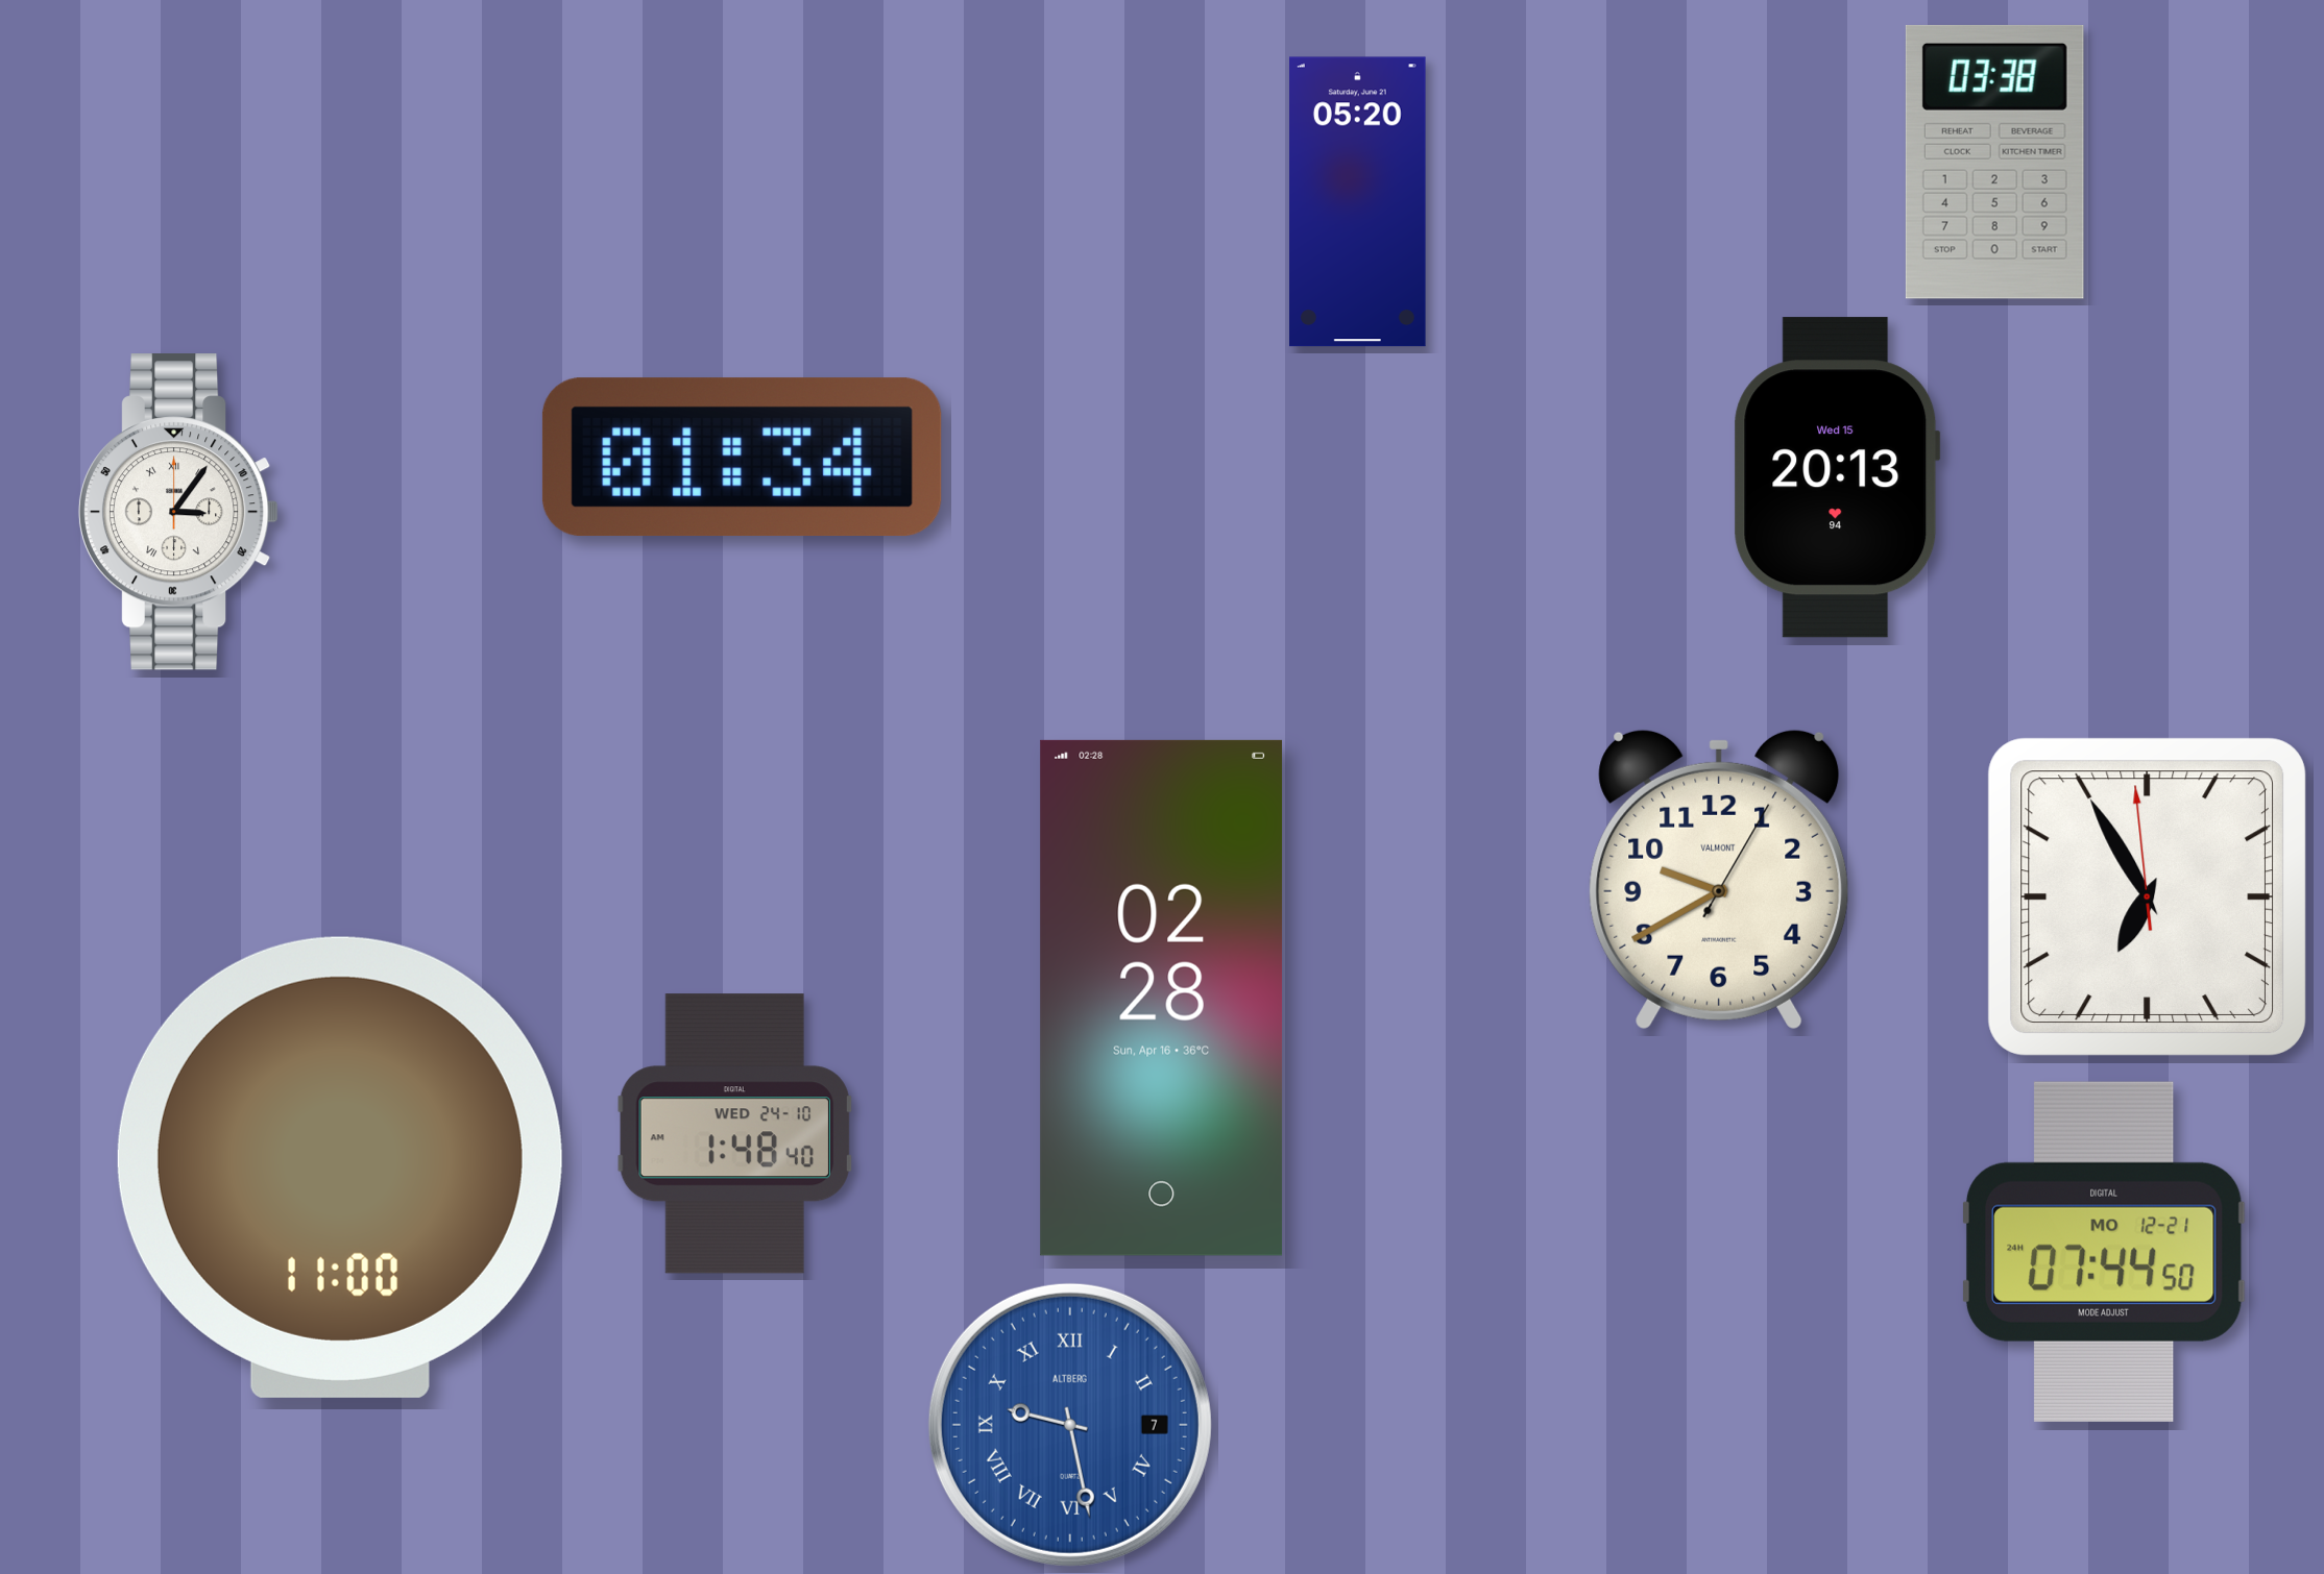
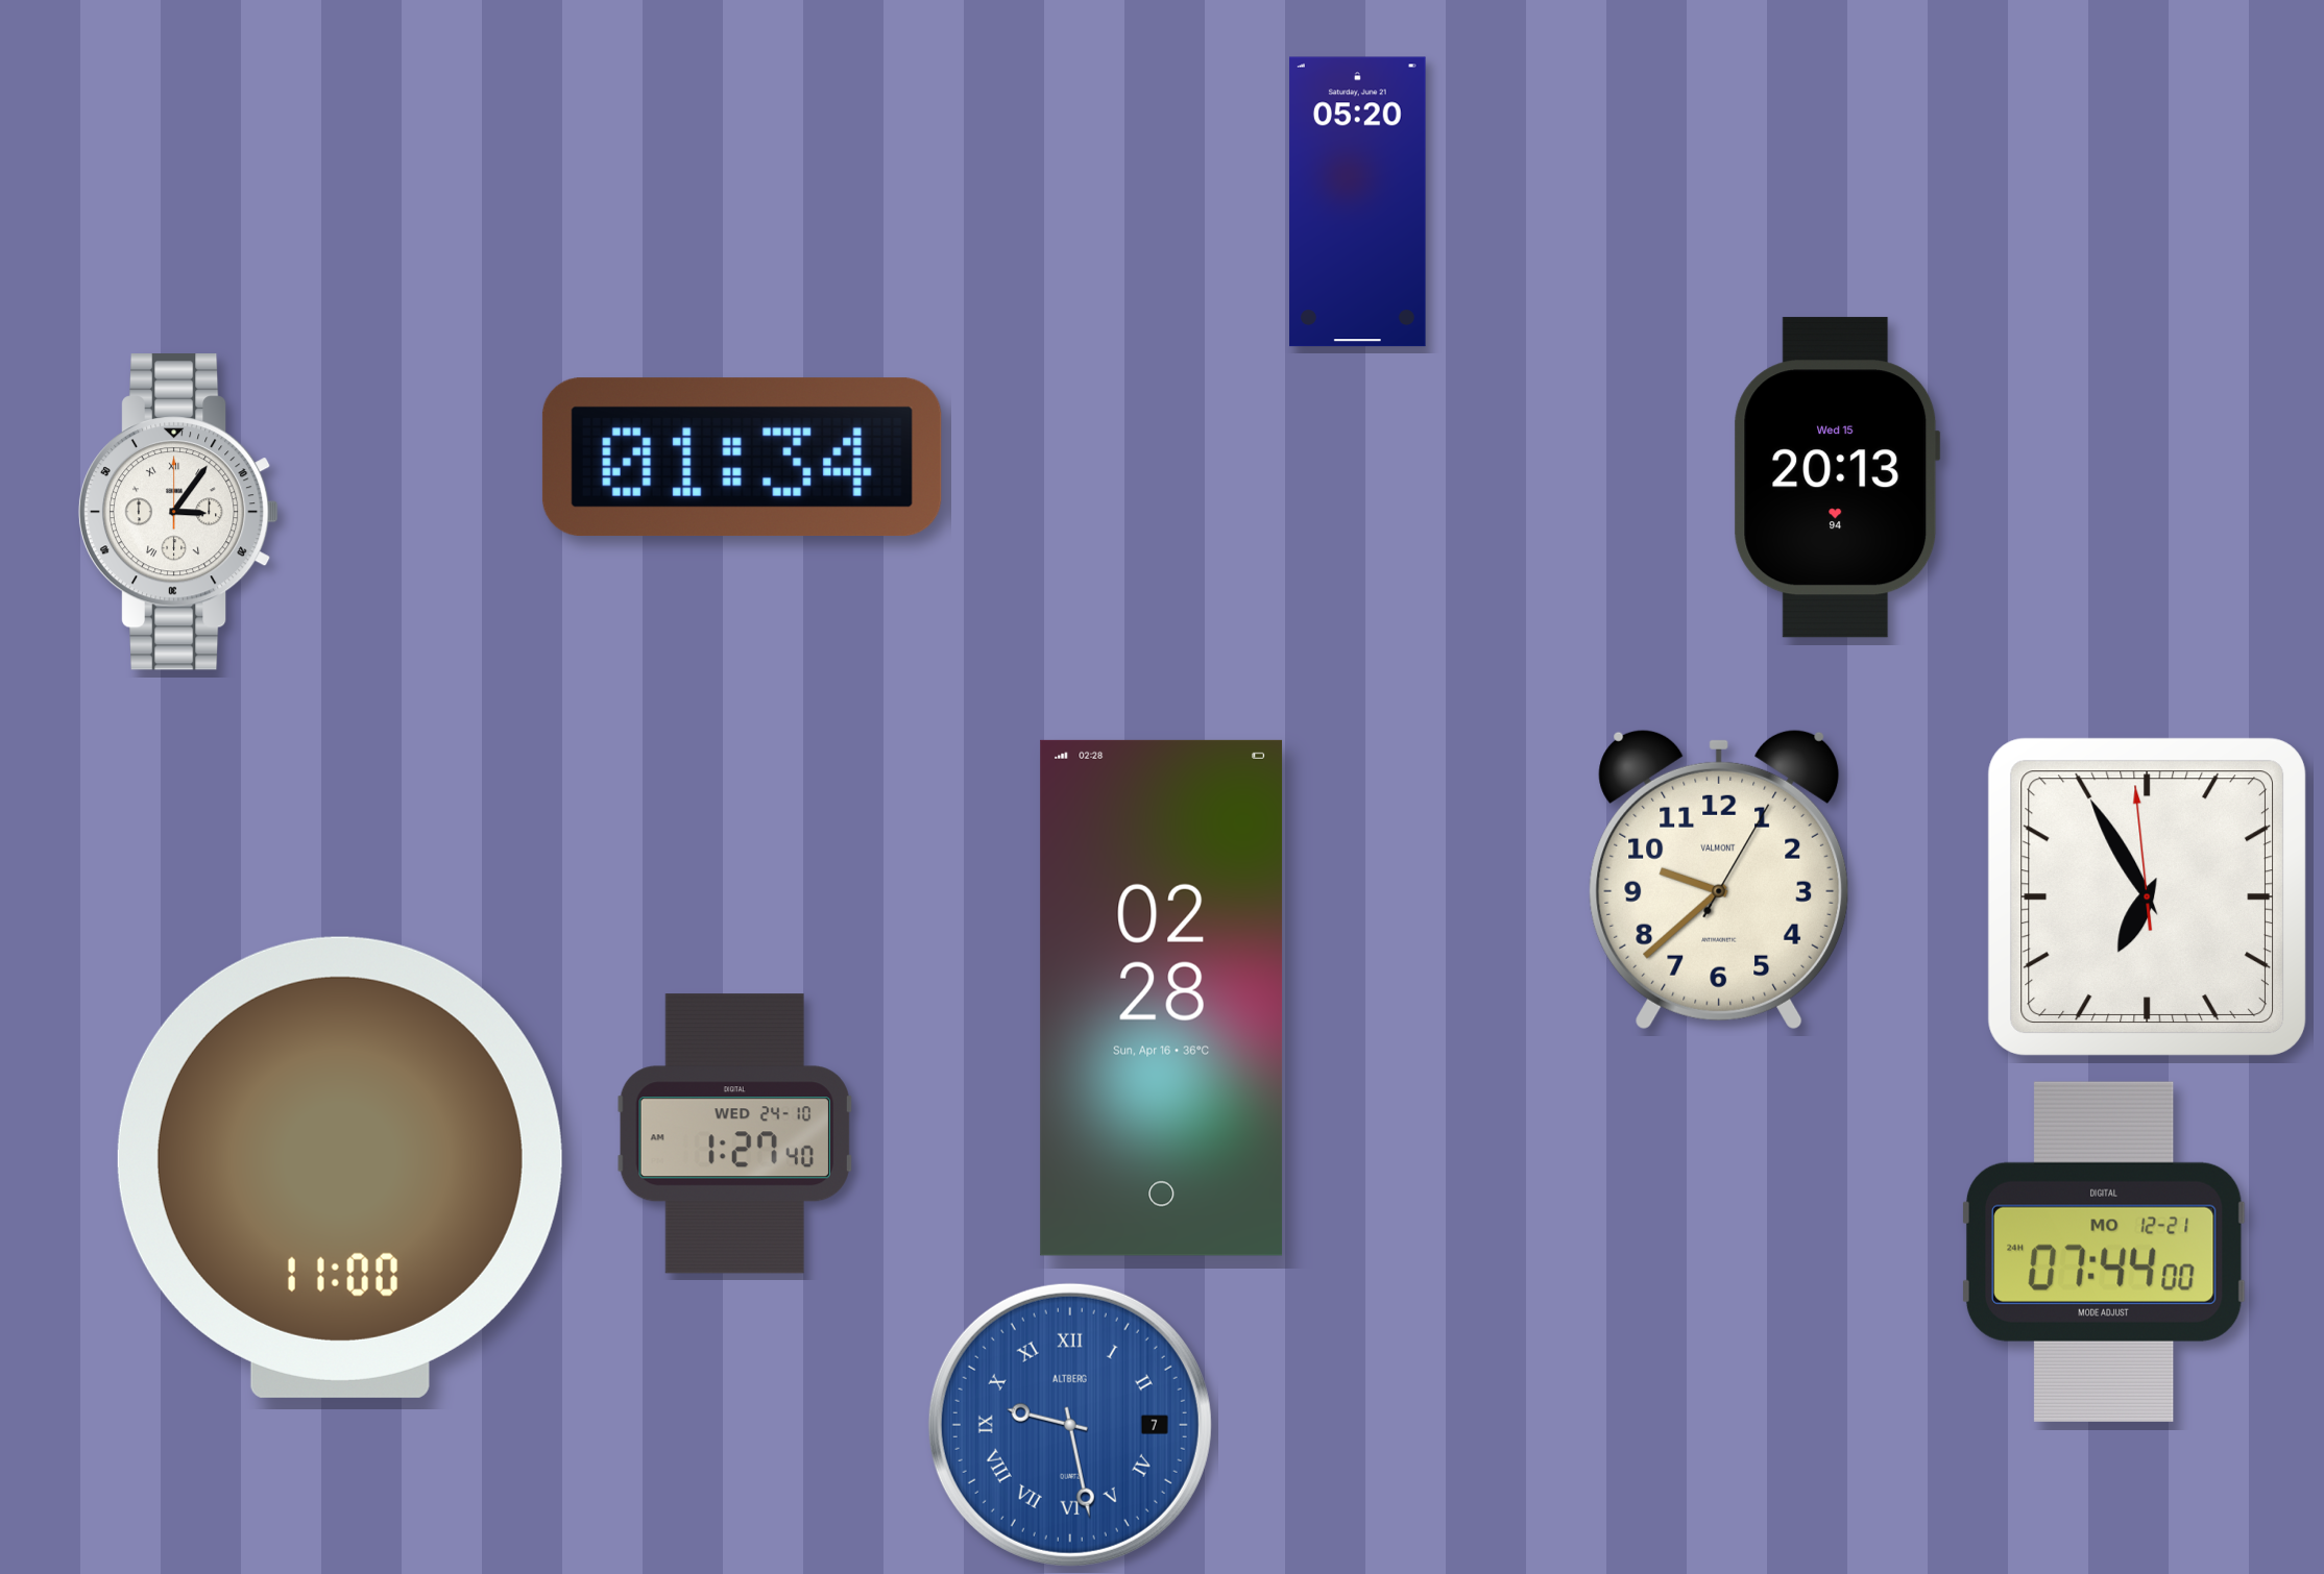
clock at (1994, 162): 03:38 -> none
clock at (1719, 880): 9:40 -> 9:38
clock at (734, 1134): 1:48 -> 1:27
clock at (2104, 1252): 07:44:50 -> 07:44:00
